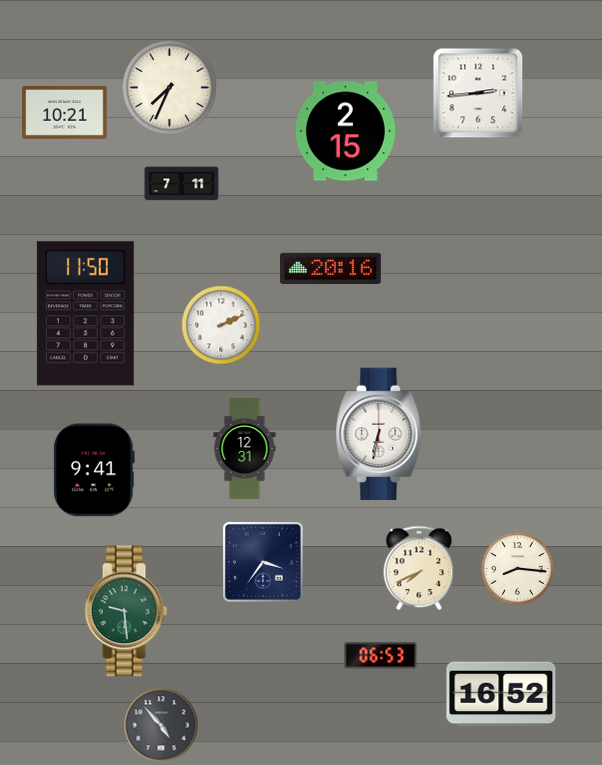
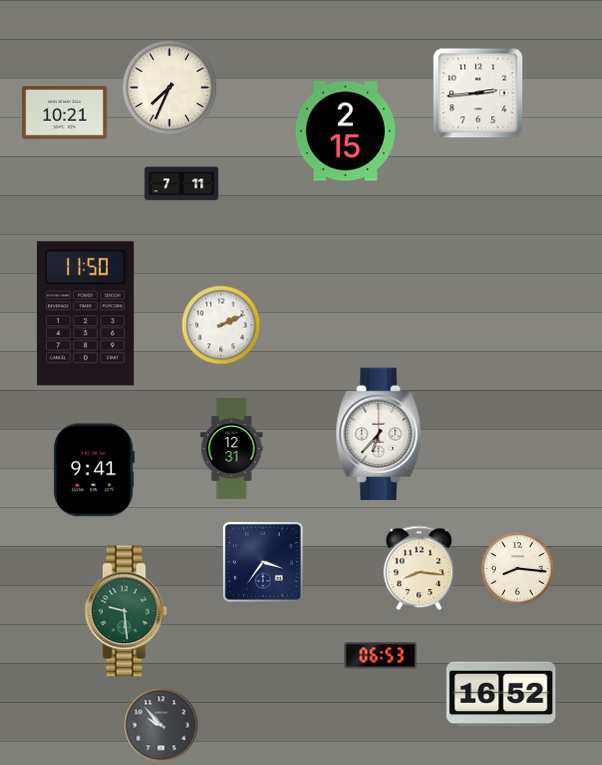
clock at (330, 268): 20:16 -> none
clock at (379, 434): 6:32 -> 6:37
clock at (245, 449) position: (245, 449) -> (232, 449)
clock at (419, 568): 7:41 -> 8:16
clock at (161, 725): 4:53 -> 9:53
